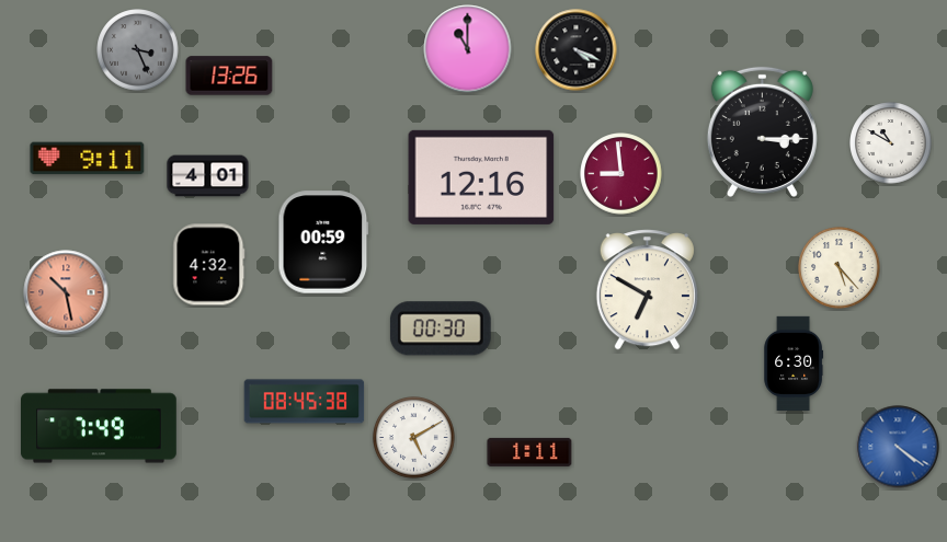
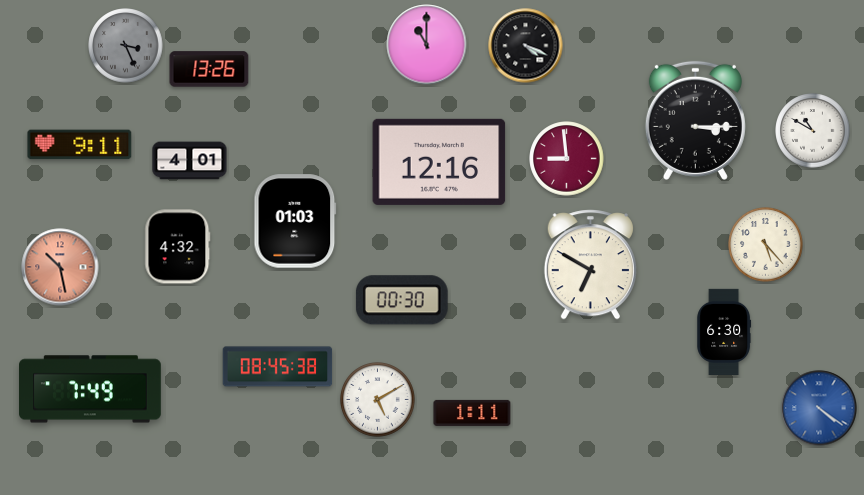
clock at (323, 242): 00:59 -> 01:03
clock at (209, 265) position: (209, 265) -> (178, 247)
clock at (529, 452) position: (529, 452) -> (472, 413)
